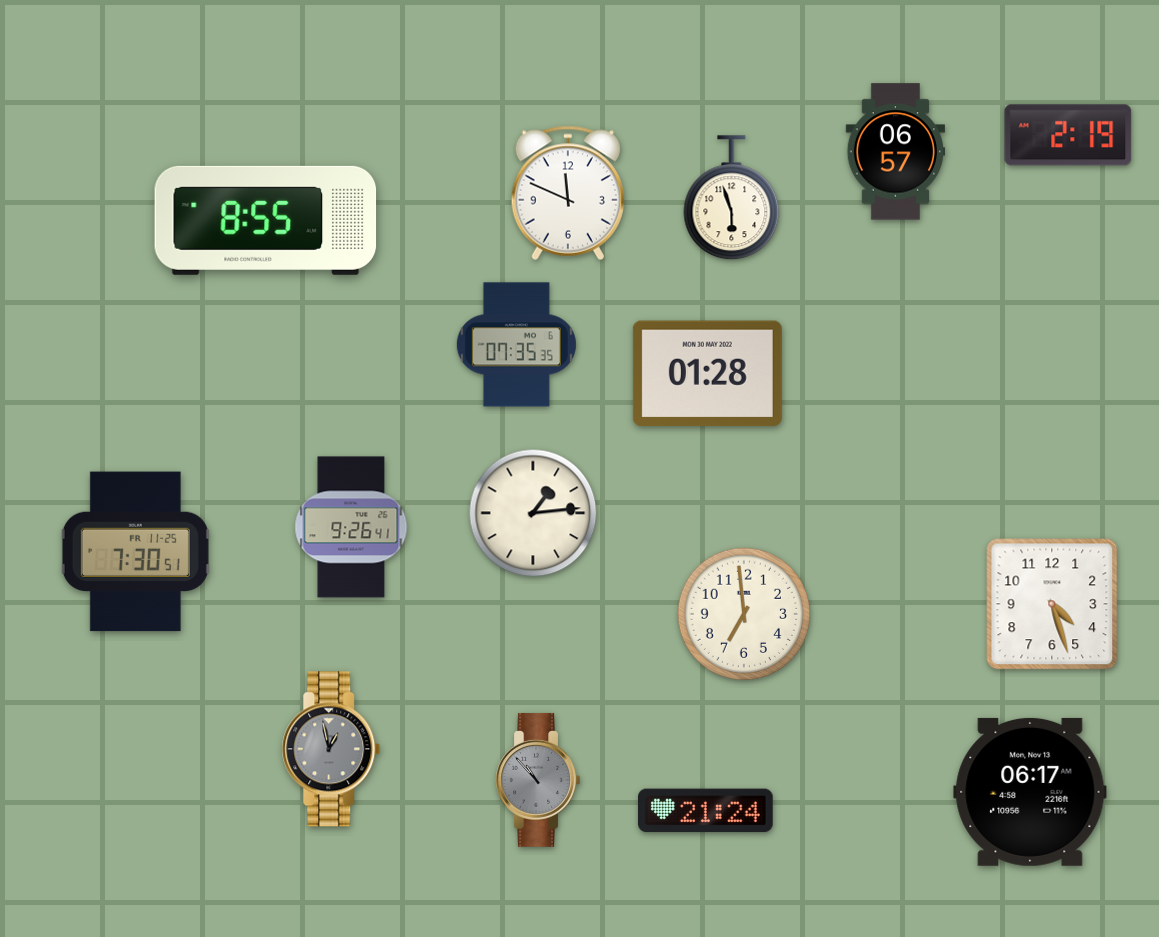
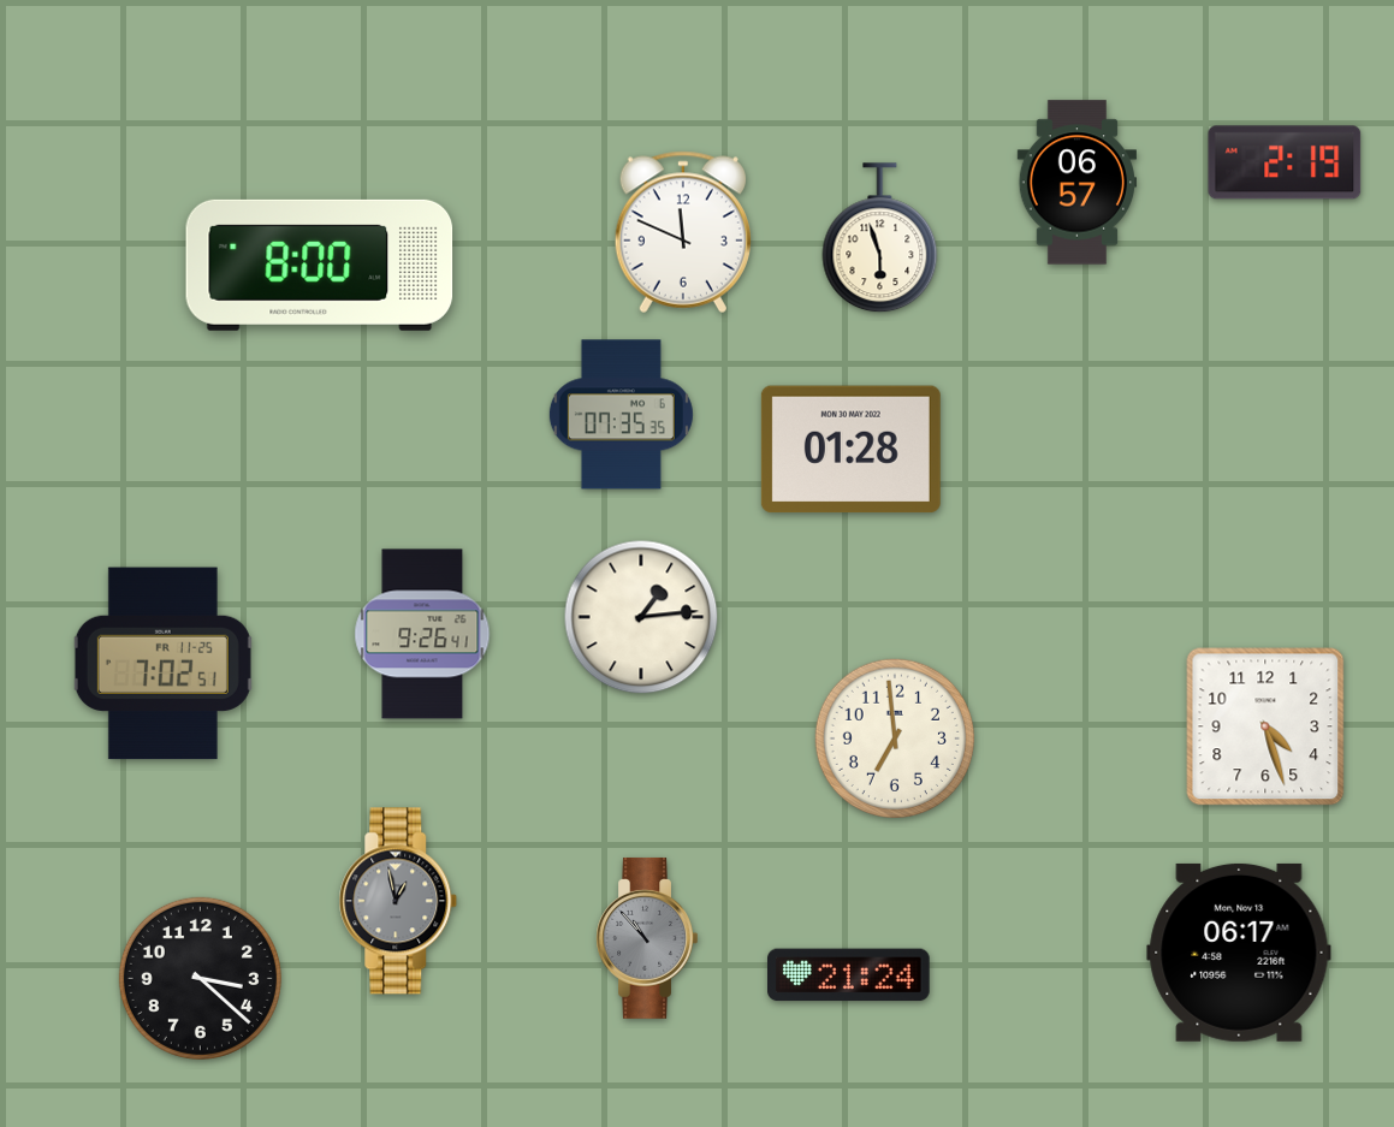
clock at (266, 220): 8:55 -> 8:00
clock at (135, 552): 7:30 -> 7:02
clock at (200, 978): none -> 3:22
